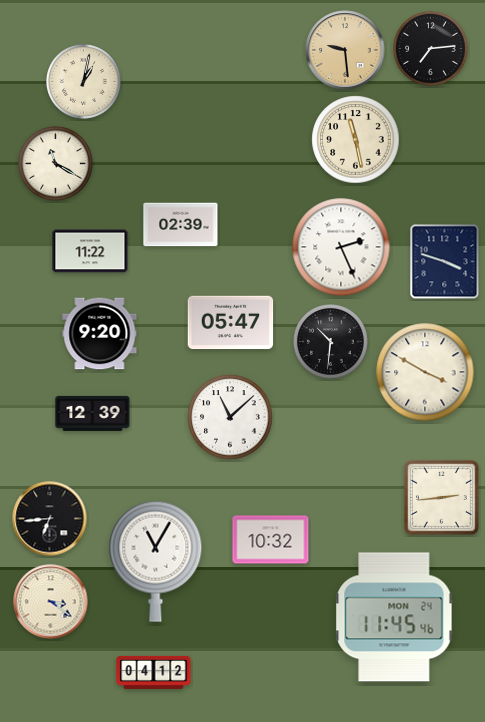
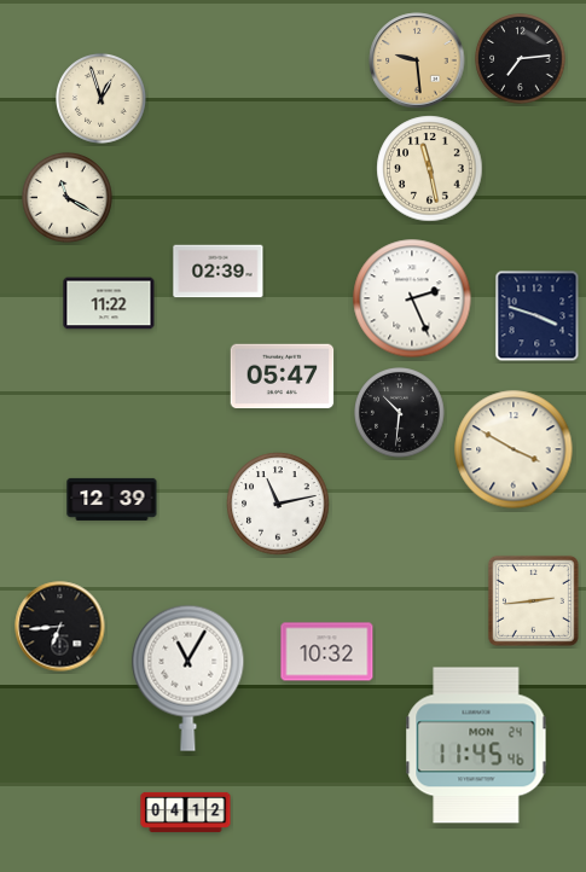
clock at (84, 82): 1:02 -> 12:57
clock at (231, 323) position: (231, 323) -> (283, 377)
clock at (100, 334): 9:20 -> none
clock at (230, 417): 11:08 -> 11:13
clock at (51, 602): 3:21 -> none
